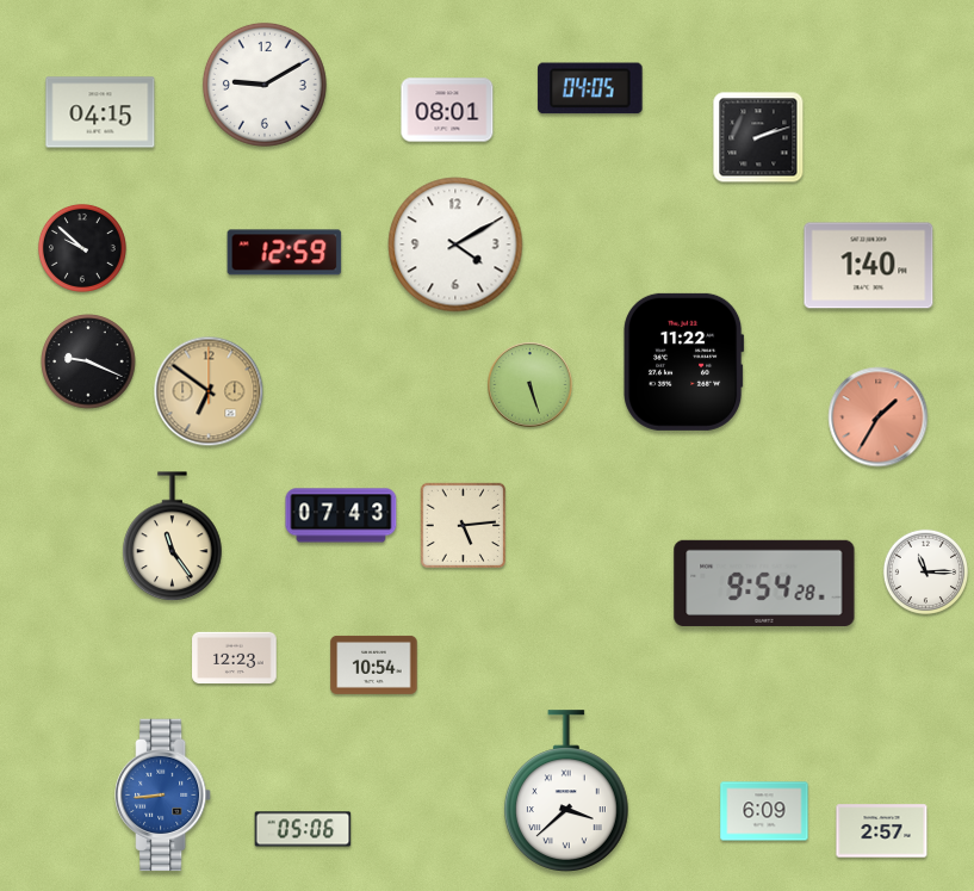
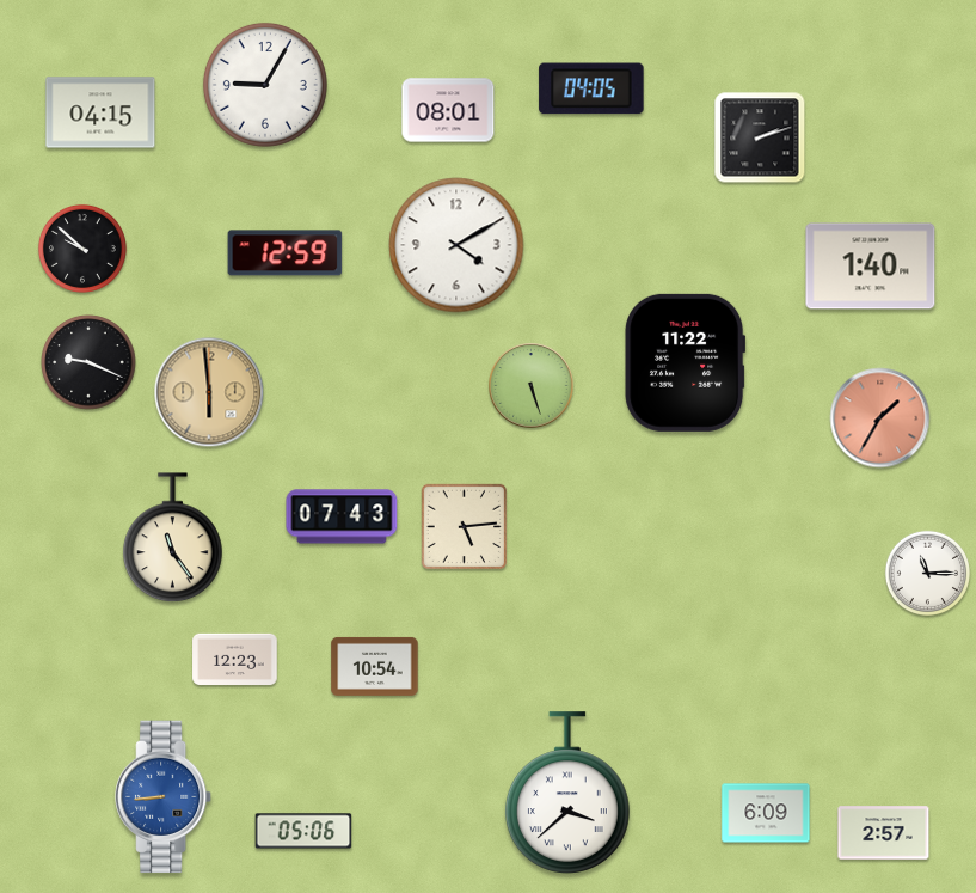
clock at (265, 85): 9:10 -> 9:05
clock at (209, 391): 6:51 -> 5:59
clock at (764, 583): 9:54 -> none
